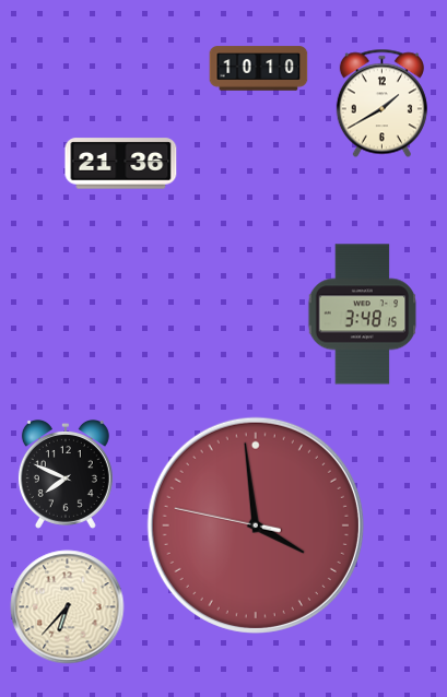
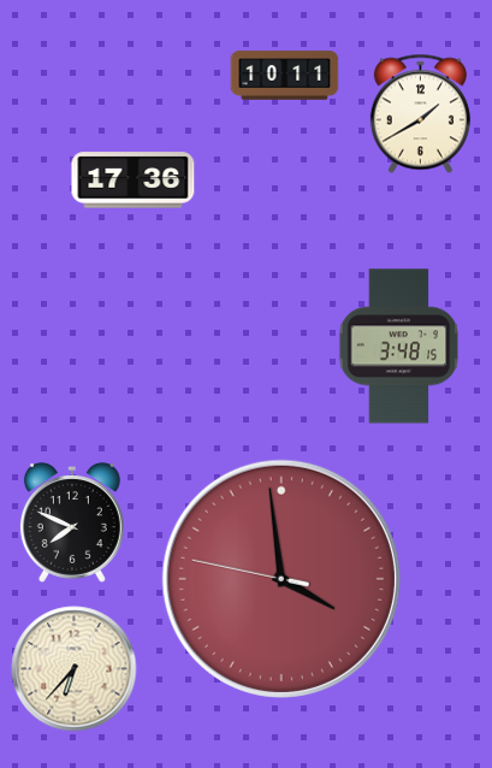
clock at (259, 69): 10:10 -> 10:11
clock at (121, 164): 21:36 -> 17:36
